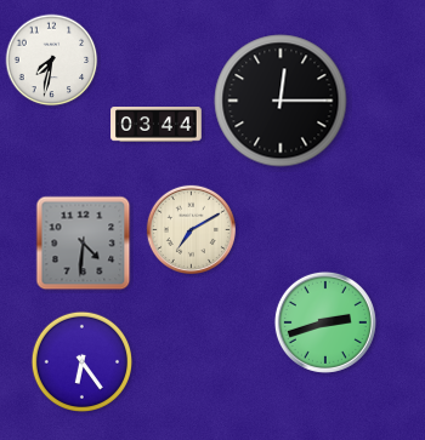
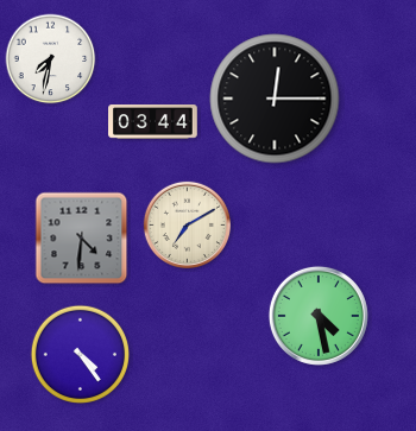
clock at (325, 322): 2:42 -> 4:28
clock at (81, 361): 6:24 -> 4:24
